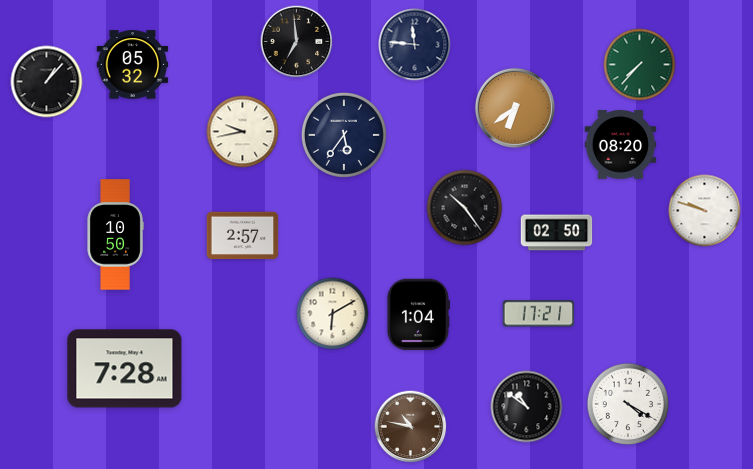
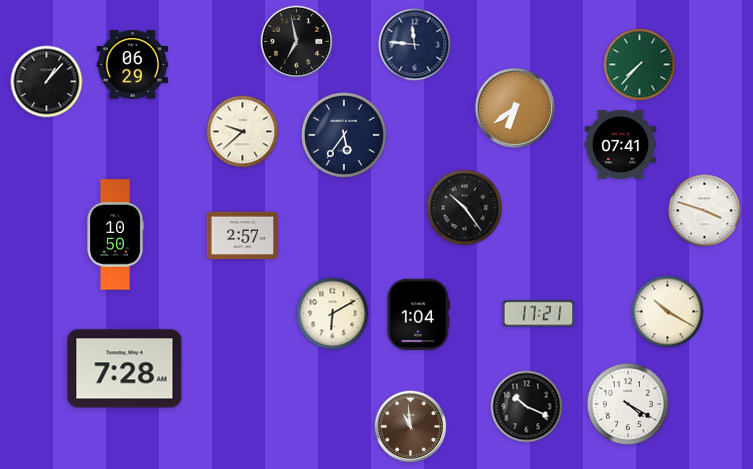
clock at (297, 42): 6:59 -> 6:58
clock at (133, 65): 05:32 -> 06:29
clock at (243, 132): 9:43 -> 9:38
clock at (621, 145): 08:20 -> 07:41
clock at (705, 211): 9:48 -> 3:48
clock at (557, 233): 02:50 -> none
clock at (668, 312): none -> 10:20
clock at (527, 407): 10:51 -> 10:19
clock at (411, 427): 10:47 -> 10:59
